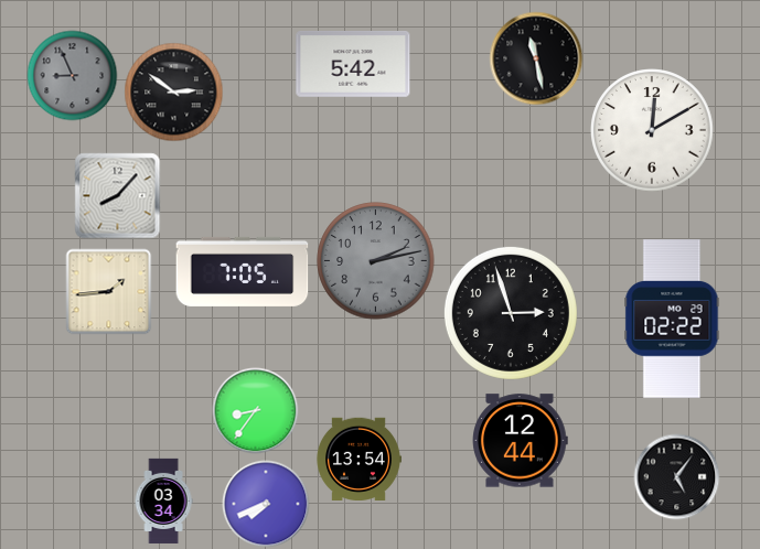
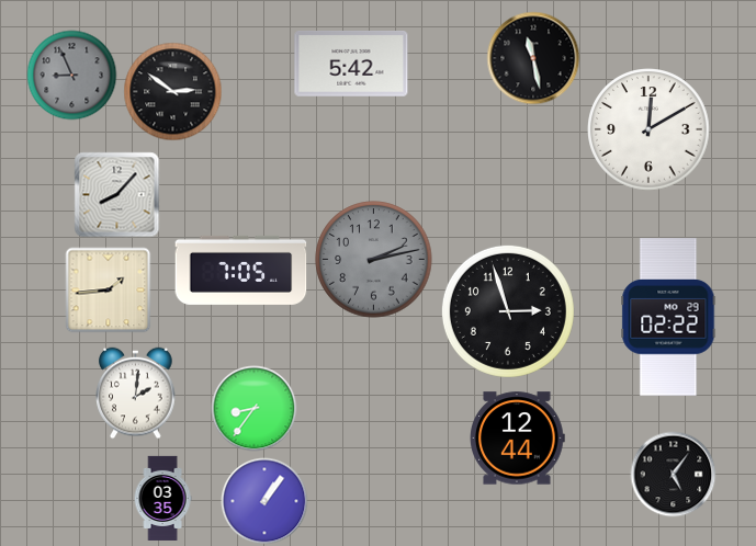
clock at (136, 393): none -> 2:01
clock at (360, 459): 13:54 -> none
clock at (163, 500): 03:34 -> 03:35
clock at (266, 504): 7:41 -> 1:06
